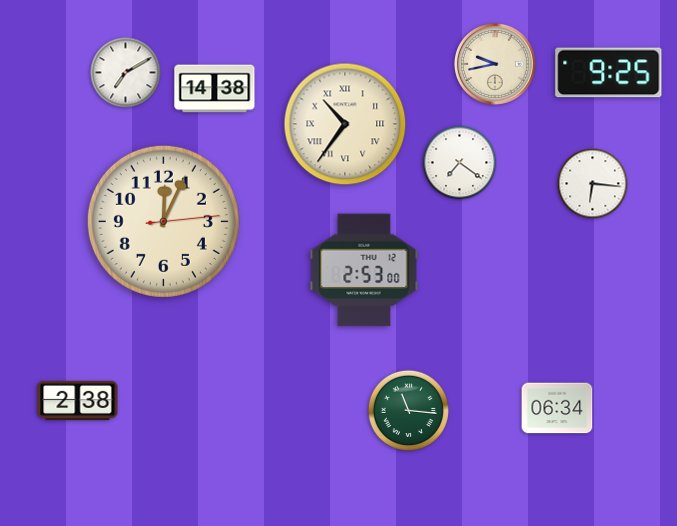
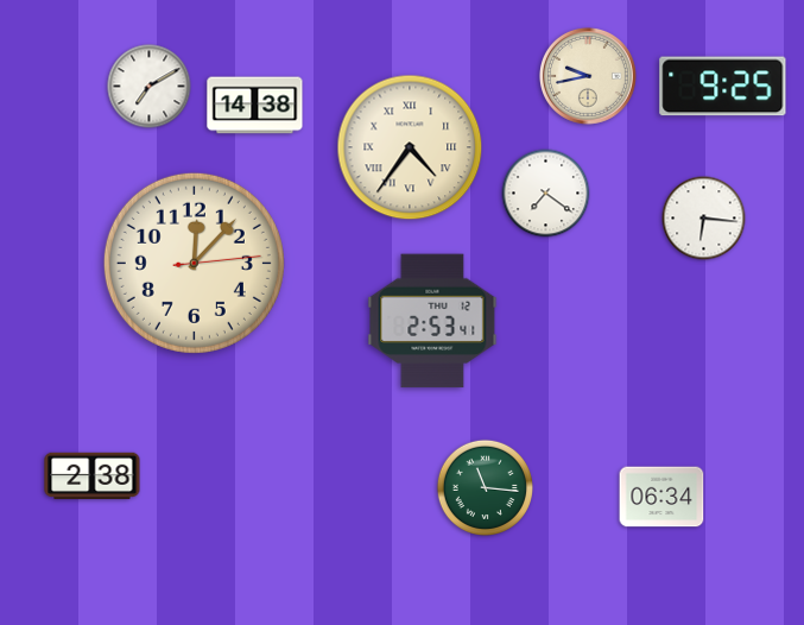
clock at (345, 124): 10:36 -> 4:36
clock at (163, 221): 12:04 -> 12:07
clock at (364, 270): 2:53:00 -> 2:53:41
clock at (557, 408) position: (557, 408) -> (661, 497)
